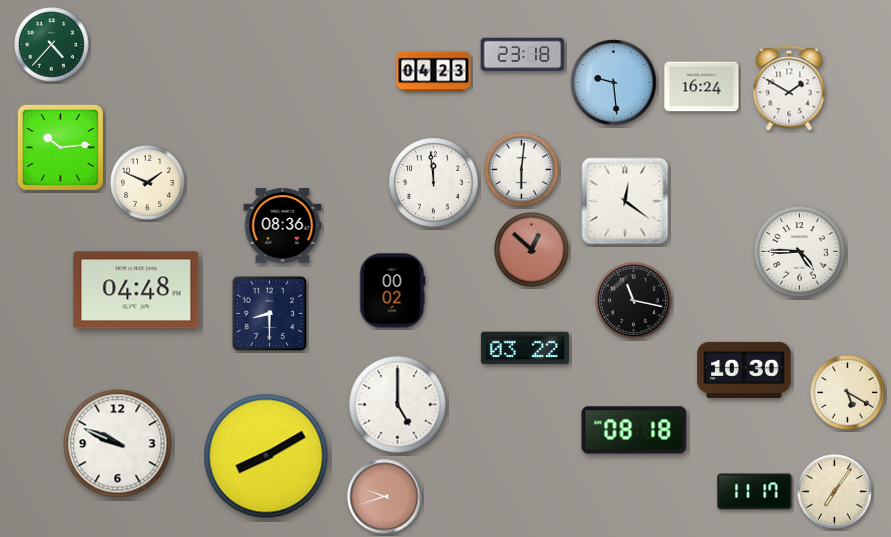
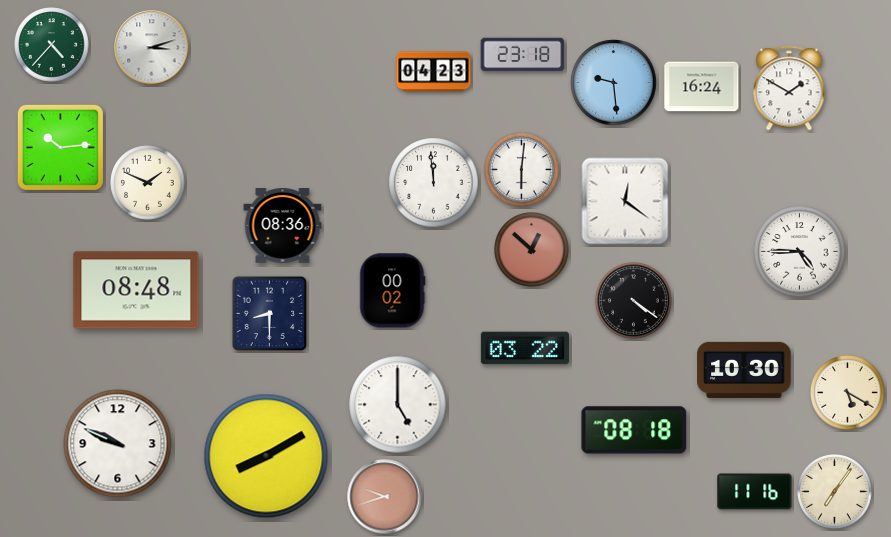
clock at (152, 48): none -> 3:12
clock at (136, 290): 04:48 -> 08:48
clock at (634, 301): 11:17 -> 4:21
clock at (755, 492): 11:17 -> 11:16
